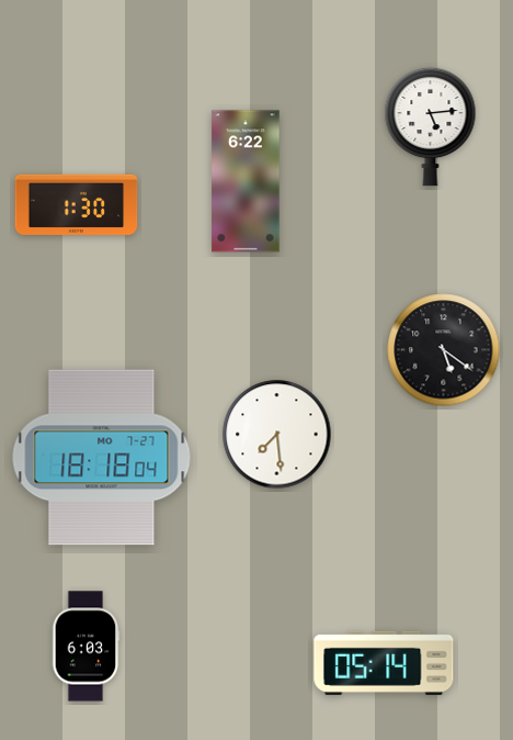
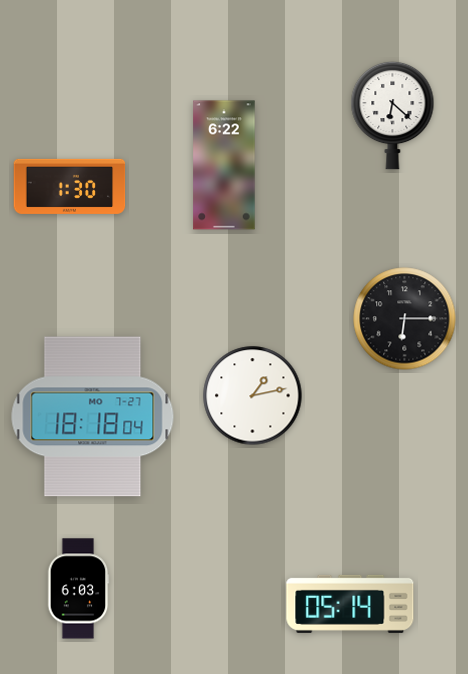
clock at (431, 126): 5:14 -> 6:22
clock at (444, 350): 5:21 -> 6:15
clock at (277, 435): 7:29 -> 1:13
